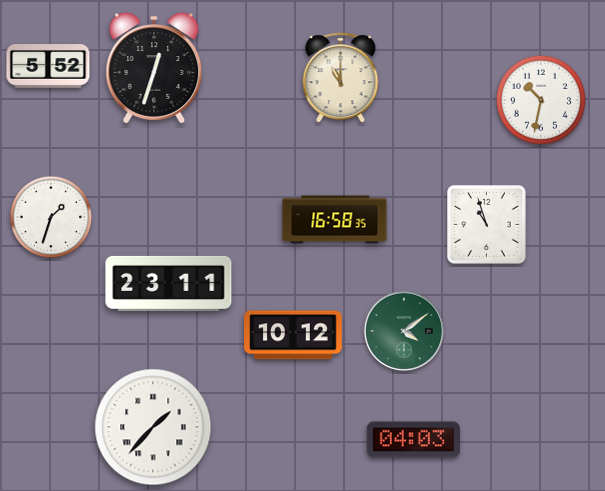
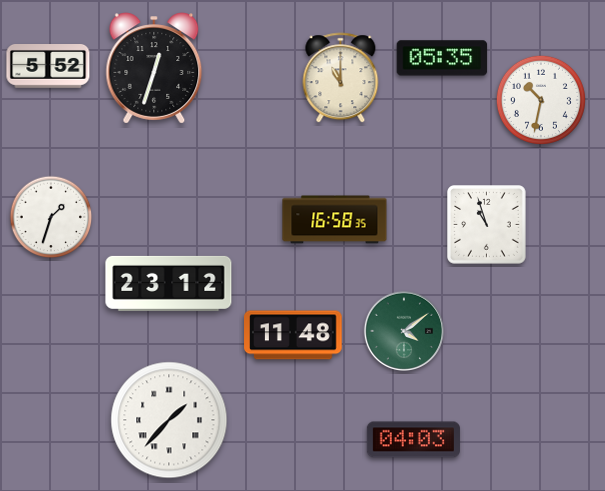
clock at (442, 58): none -> 05:35
clock at (169, 283): 23:11 -> 23:12
clock at (293, 335): 10:12 -> 11:48
clock at (153, 427) position: (153, 427) -> (169, 420)
